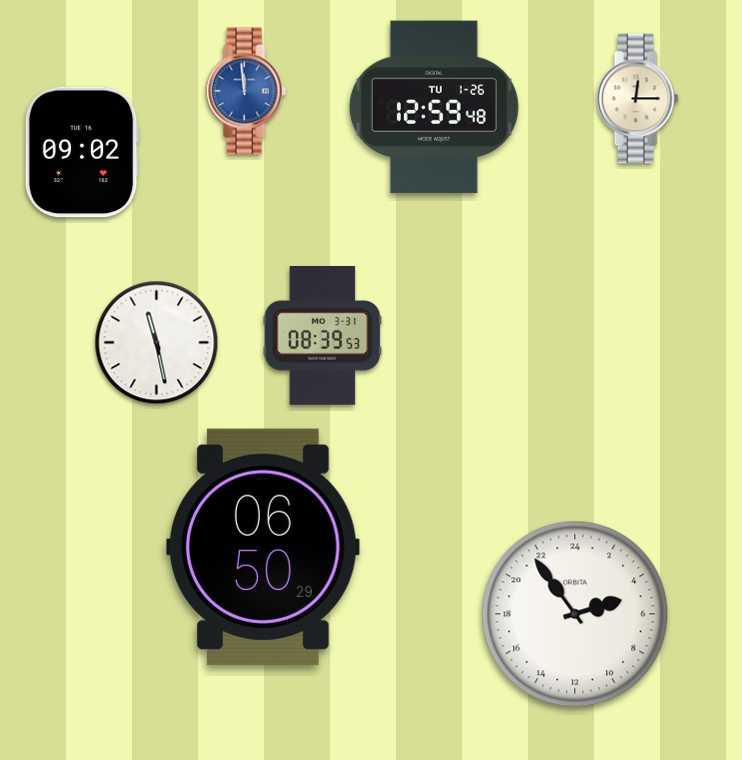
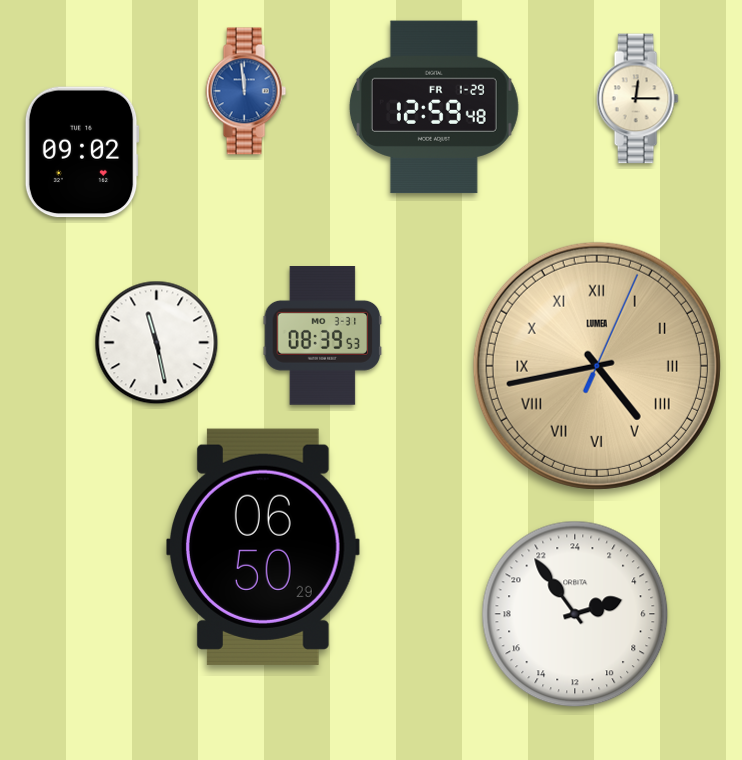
clock at (434, 107) date: TU 1-26 -> FR 1-29
clock at (597, 366): none -> 4:43
